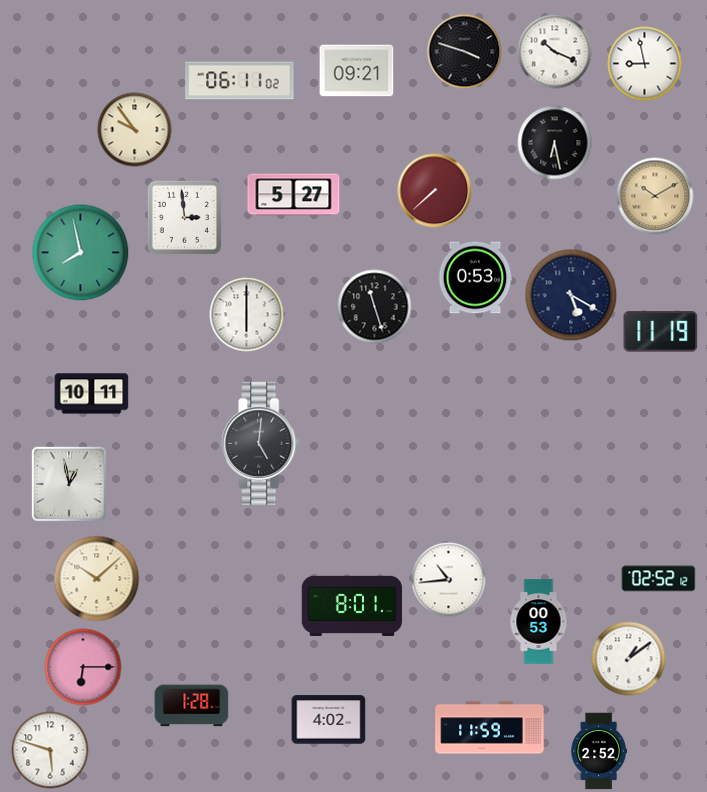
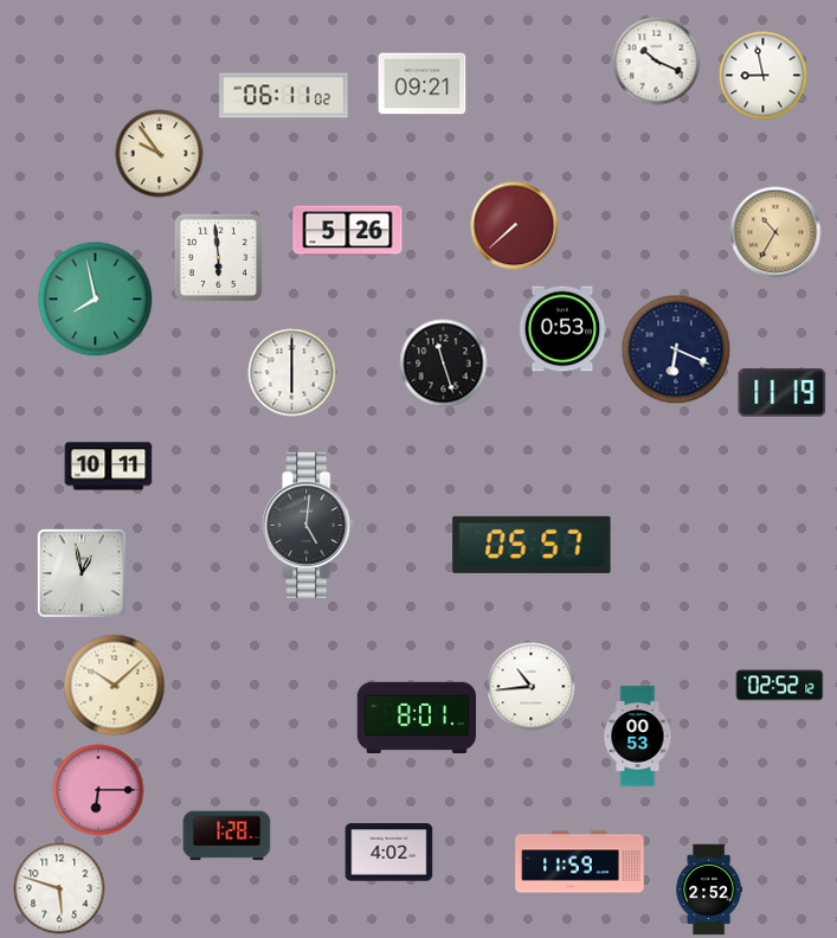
clock at (465, 52): 3:48 -> none
clock at (555, 143): 6:28 -> none
clock at (294, 195): 5:27 -> 5:26
clock at (655, 196): 10:10 -> 10:35
clock at (184, 217): 2:59 -> 5:59
clock at (571, 295): 5:20 -> 6:19
clock at (532, 545): none -> 05:57
clock at (629, 659): 1:09 -> none
